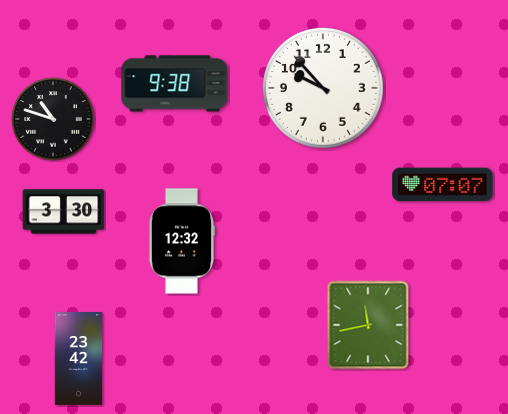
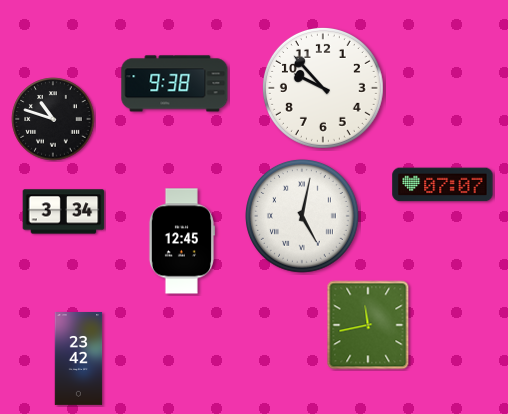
clock at (64, 212): 3:30 -> 3:34
clock at (303, 217): none -> 5:02
clock at (181, 241): 12:32 -> 12:45
